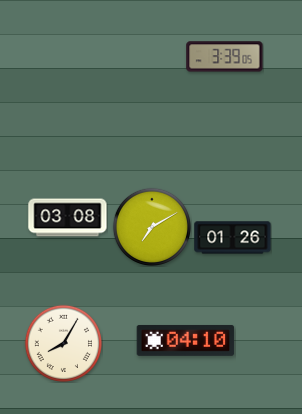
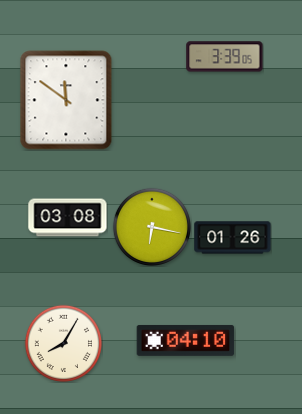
clock at (66, 100): none -> 11:51
clock at (151, 226): 7:10 -> 6:17
